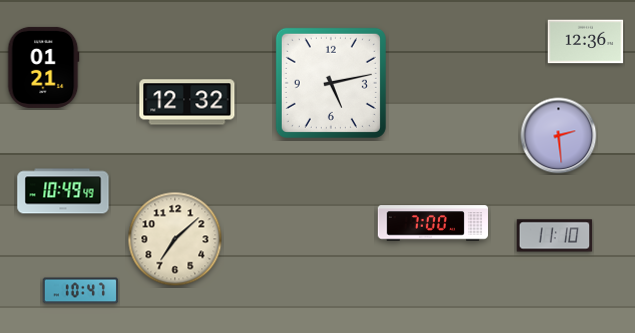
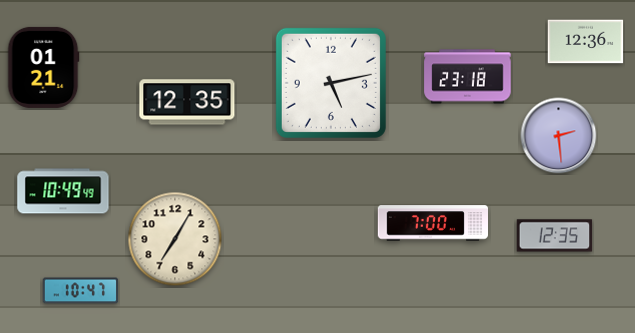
clock at (468, 77): none -> 23:18
clock at (187, 102): 12:32 -> 12:35
clock at (555, 236): 11:10 -> 12:35
clock at (175, 239): 7:08 -> 7:05
